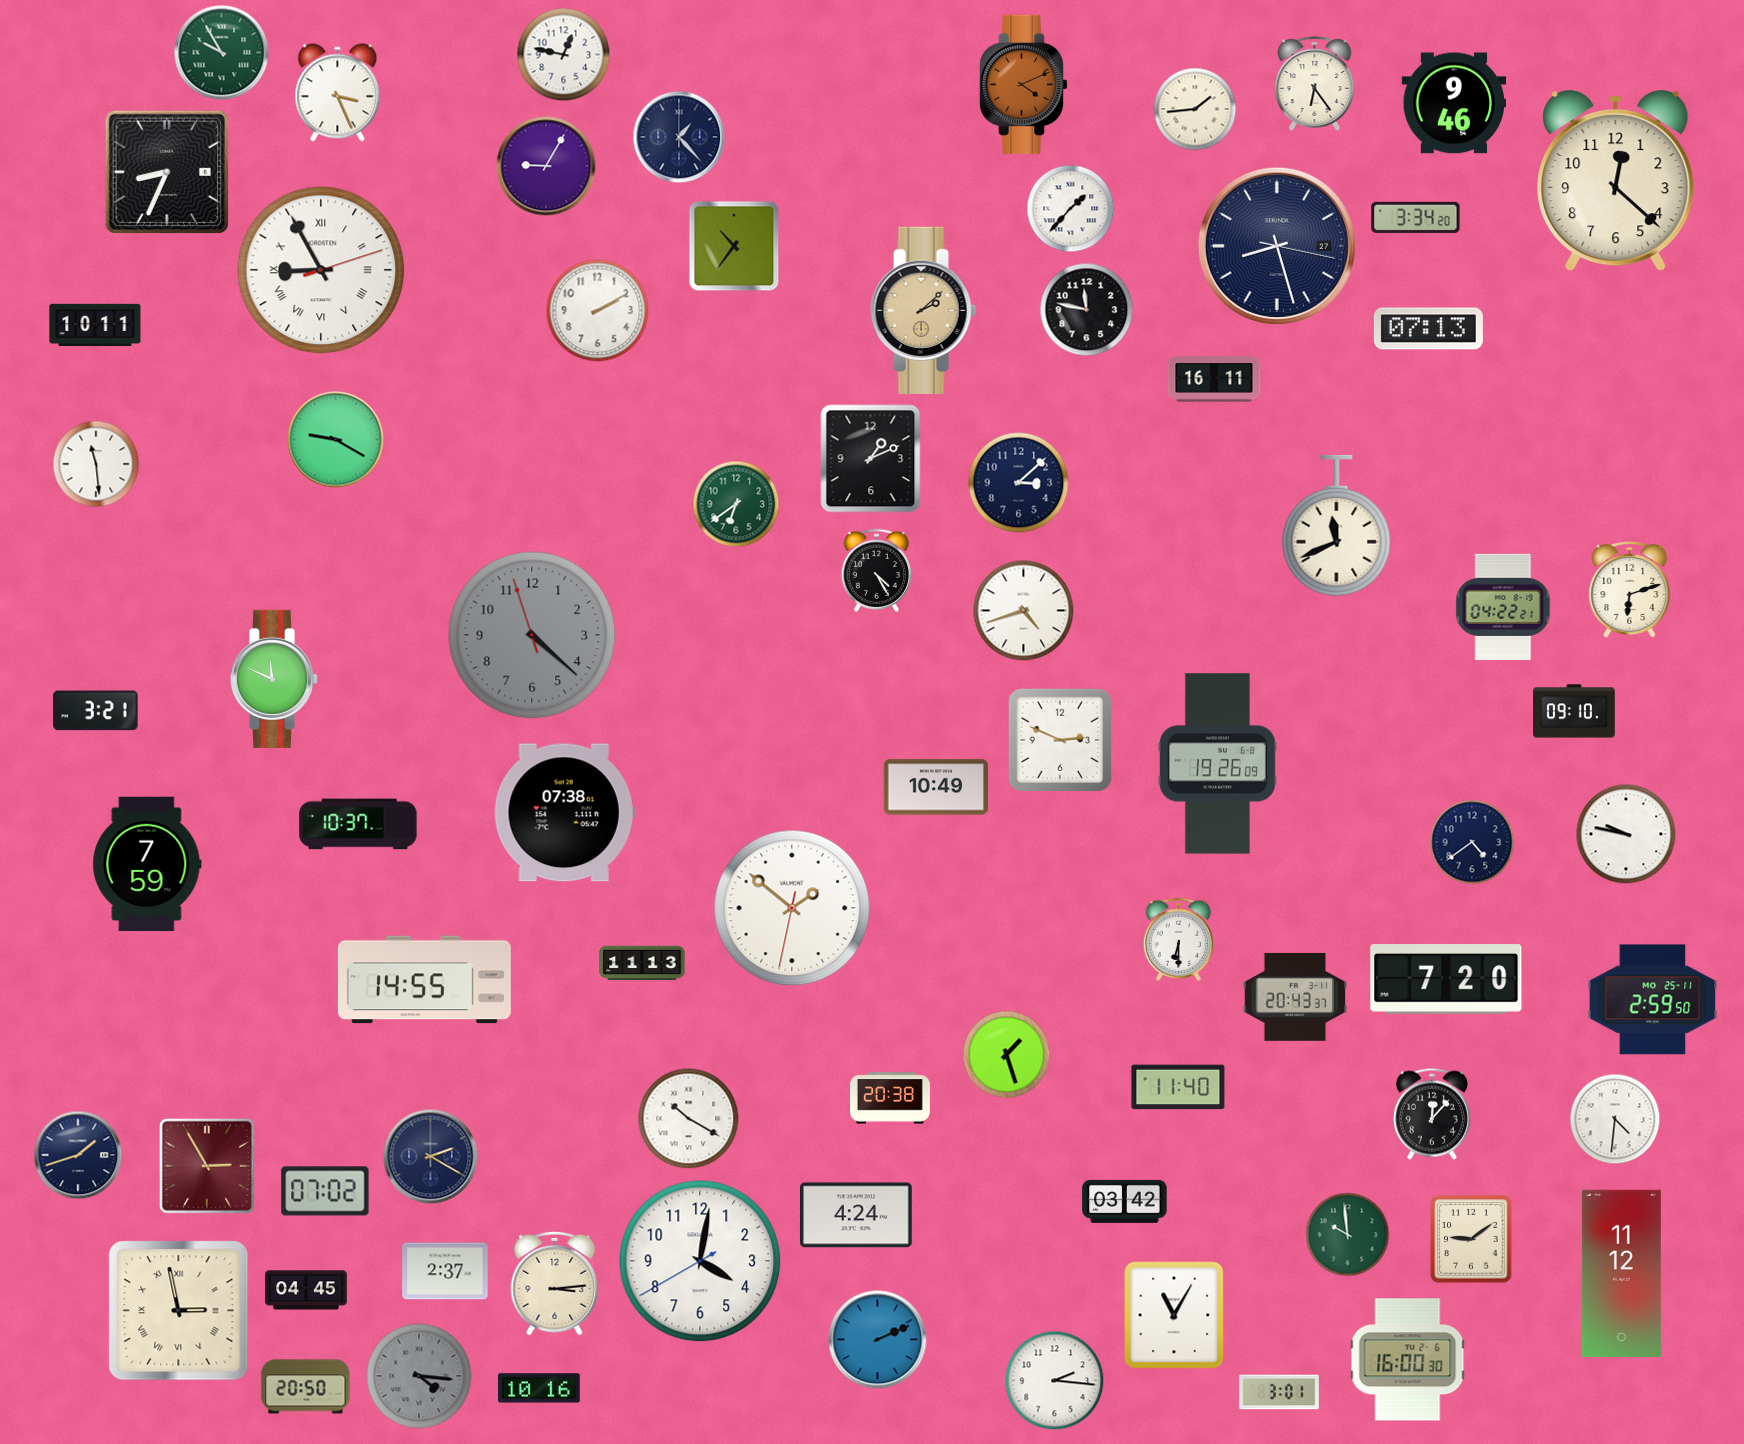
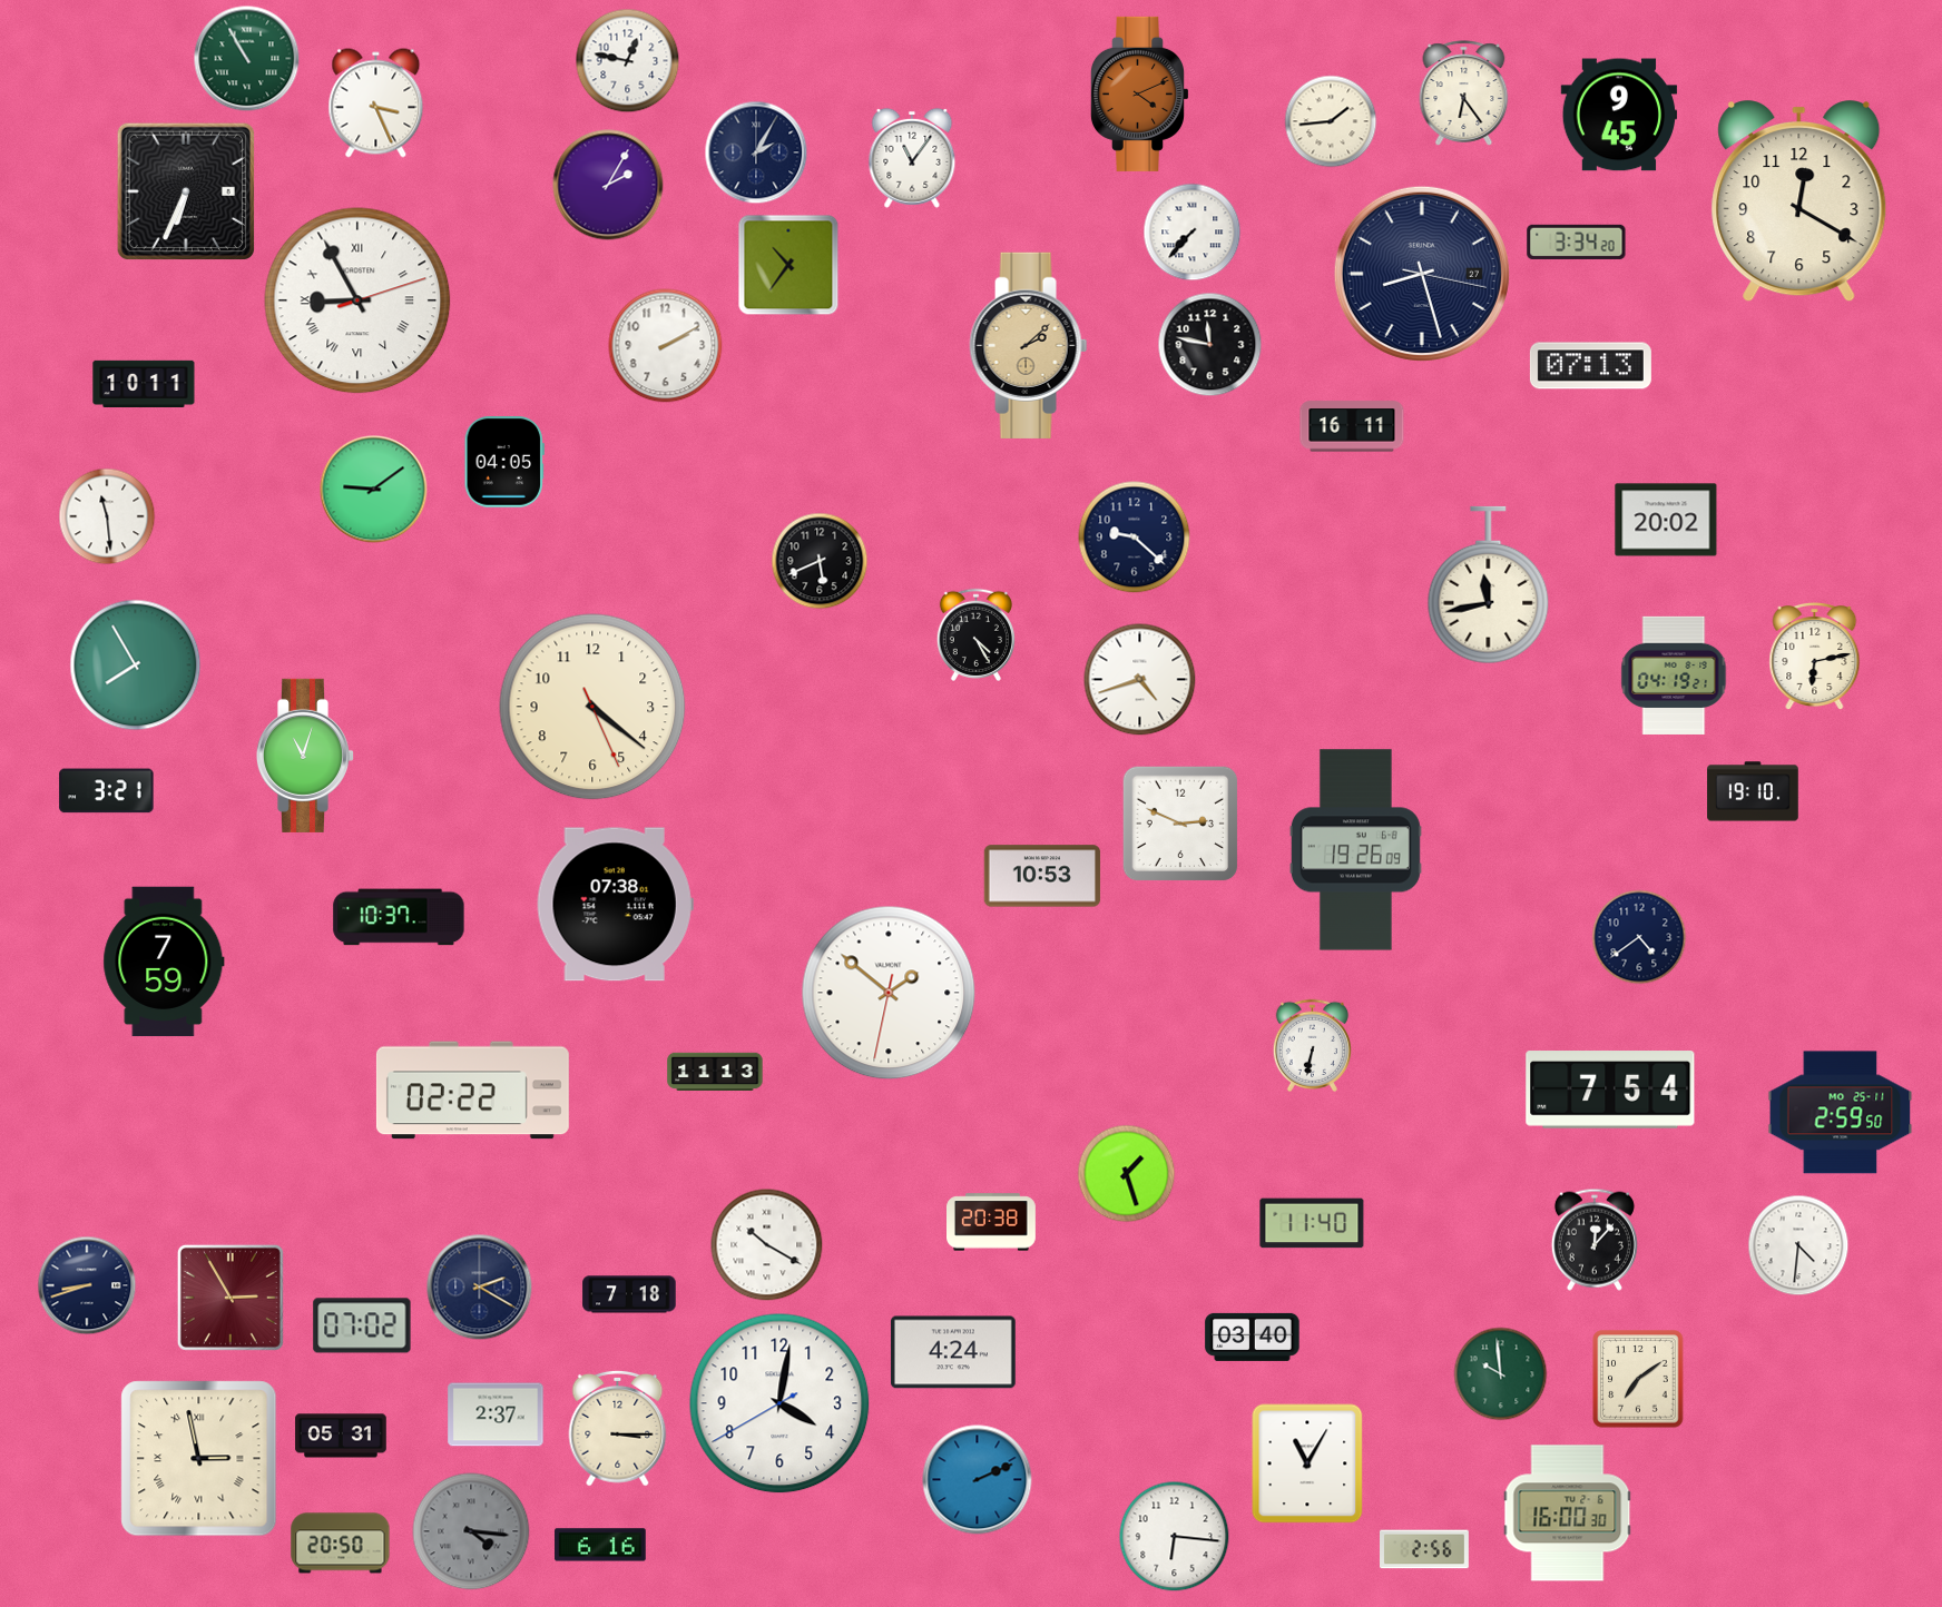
clock at (222, 53): 9:55 -> 10:55
clock at (1454, 103): 9:46 -> 9:45
clock at (679, 137): 1:23 -> 2:05
clock at (912, 158): none -> 11:06
clock at (546, 166): 9:05 -> 2:05
clock at (166, 171): 8:34 -> 6:34
clock at (1616, 181): 12:22 -> 12:20
clock at (1071, 209): 1:37 -> 7:37
clock at (734, 246) position: (734, 246) -> (788, 265)
clock at (95, 324) position: (95, 324) -> (144, 383)
clock at (1214, 379) position: (1214, 379) -> (1352, 426)
clock at (504, 462): none -> 04:05
clock at (336, 440): 9:20 -> 9:09
clock at (871, 459): 1:11 -> none
clock at (1666, 520): none -> 20:02
clock at (1019, 483): 3:08 -> 9:22
clock at (736, 504): 6:39 -> 5:41
clock at (736, 504) dial: green -> black
clock at (1337, 526): 11:41 -> 11:43
clock at (1630, 590): 6:12 -> 6:13
clock at (136, 666): none -> 7:55
clock at (1503, 607): 04:22 -> 04:19
clock at (532, 635): 4:21:57 -> 4:21:26
clock at (532, 635) dial: grey -> cream
clock at (273, 679): 11:49 -> 11:03
clock at (1574, 711): 09:10 -> 19:10
clock at (936, 787): 10:49 -> 10:53
clock at (564, 813) position: (564, 813) -> (615, 905)
clock at (1626, 834): 9:47 -> none
clock at (792, 908) position: (792, 908) -> (889, 993)
clock at (1178, 939): 6:30 -> 6:32
clock at (1446, 979): 7:20 -> 7:54
clock at (424, 980): 14:55 -> 02:22
clock at (1294, 997): 20:43 -> none
clock at (1007, 1055) position: (1007, 1055) -> (1127, 1174)
clock at (1178, 1087) position: (1178, 1087) -> (1312, 1223)
clock at (78, 1155): 1:42 -> 8:42
clock at (629, 1294): none -> 7:18
clock at (1125, 1201): 03:42 -> 03:40
clock at (1471, 1239): 9:09 -> 7:09
clock at (1621, 1273): 11:12 -> none
clock at (555, 1283): 3:14 -> 3:15
clock at (306, 1290): 04:45 -> 05:31
clock at (878, 1340) position: (878, 1340) -> (978, 1480)
clock at (419, 1376) position: (419, 1376) -> (471, 1531)
clock at (1055, 1381): 2:16 -> 6:16
clock at (539, 1388): 10:16 -> 6:16
clock at (1280, 1392): 3:01 -> 2:56
